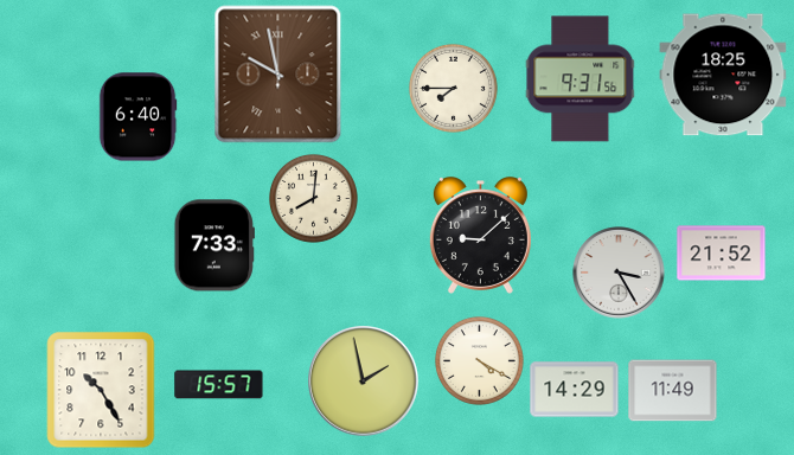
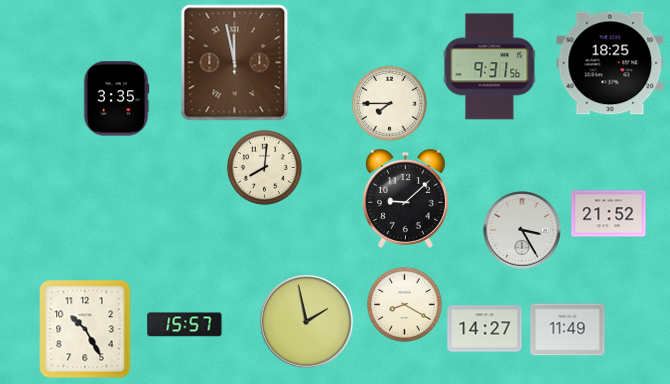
clock at (278, 75): 9:58 -> 11:58
clock at (453, 88) position: (453, 88) -> (389, 103)
clock at (137, 117): 6:40 -> 3:35
clock at (214, 245): 7:33 -> none
clock at (479, 360): 4:20 -> 8:20
clock at (575, 390): 14:29 -> 14:27
